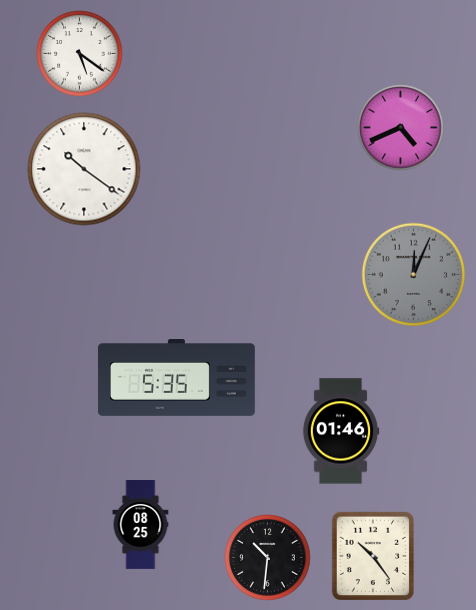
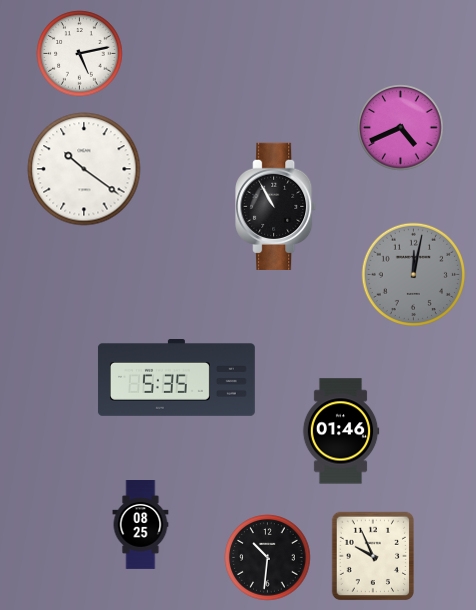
clock at (80, 54): 5:21 -> 5:13
clock at (276, 206): none -> 10:55
clock at (413, 274): 12:04 -> 12:02
clock at (373, 556): 10:24 -> 9:56
